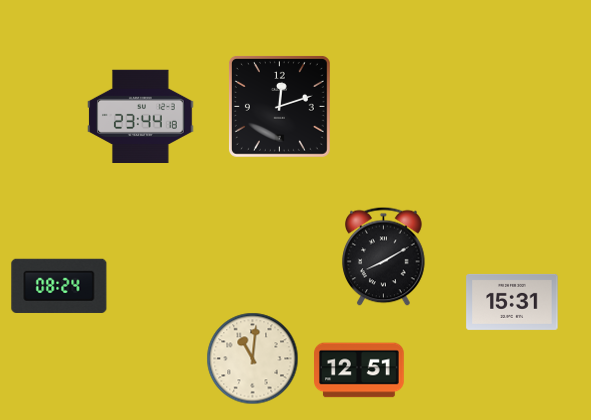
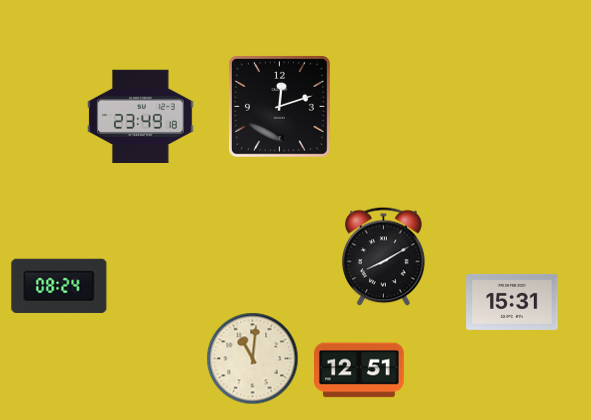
clock at (141, 116): 23:44 -> 23:49
